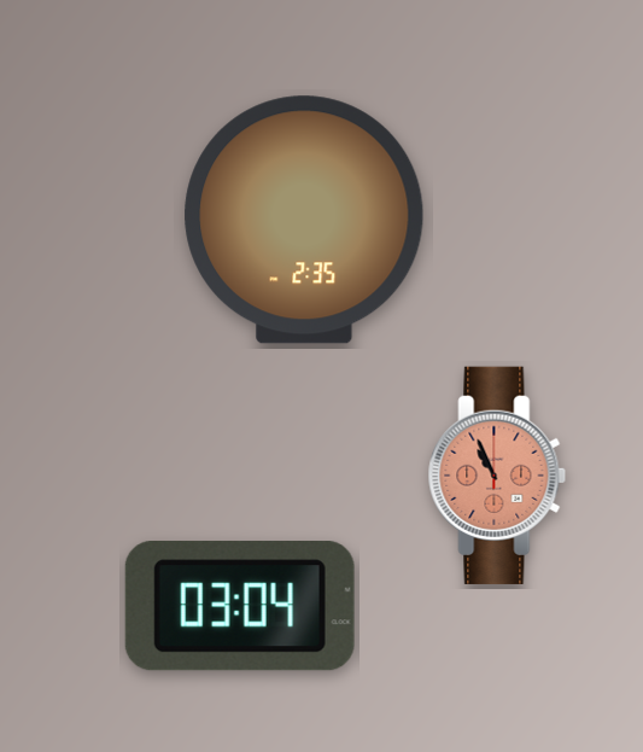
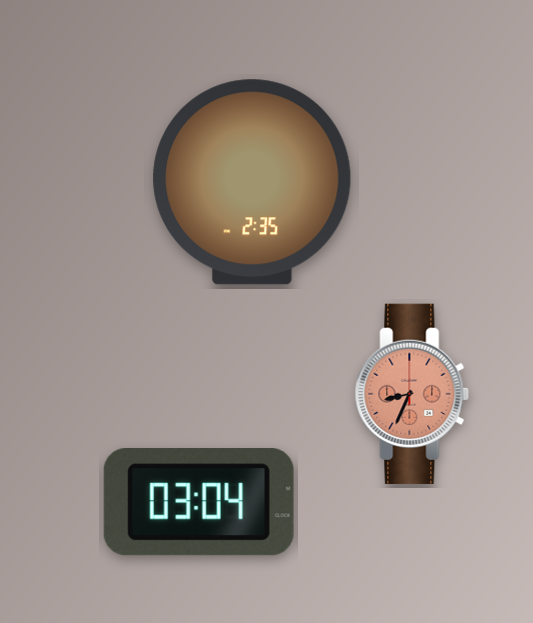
clock at (497, 476): 10:56 -> 8:34
